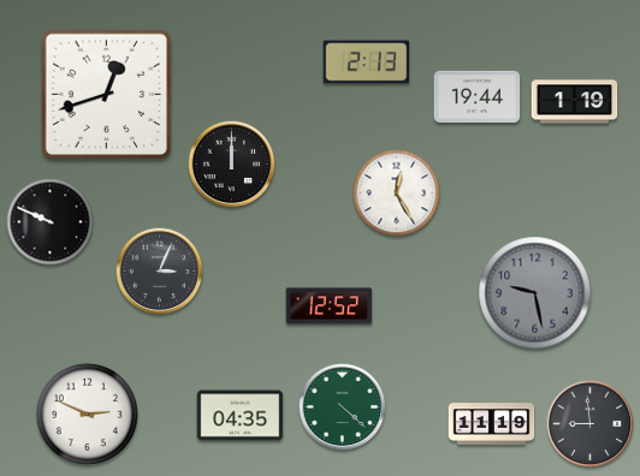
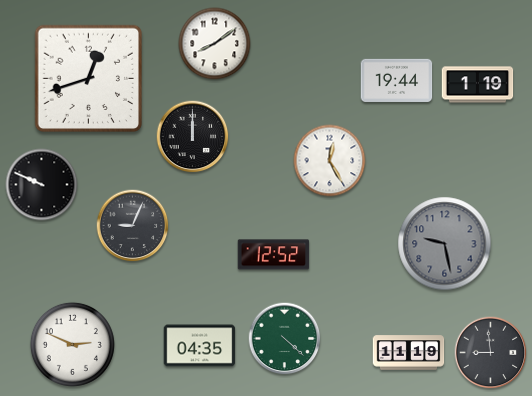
clock at (215, 44): none -> 8:09
clock at (367, 63): 2:13 -> none
clock at (160, 272): 3:04 -> 9:04
